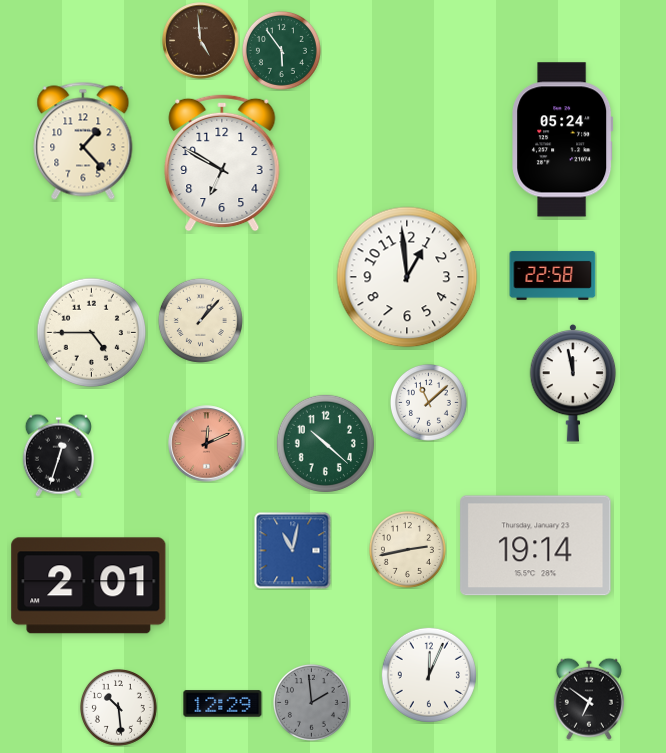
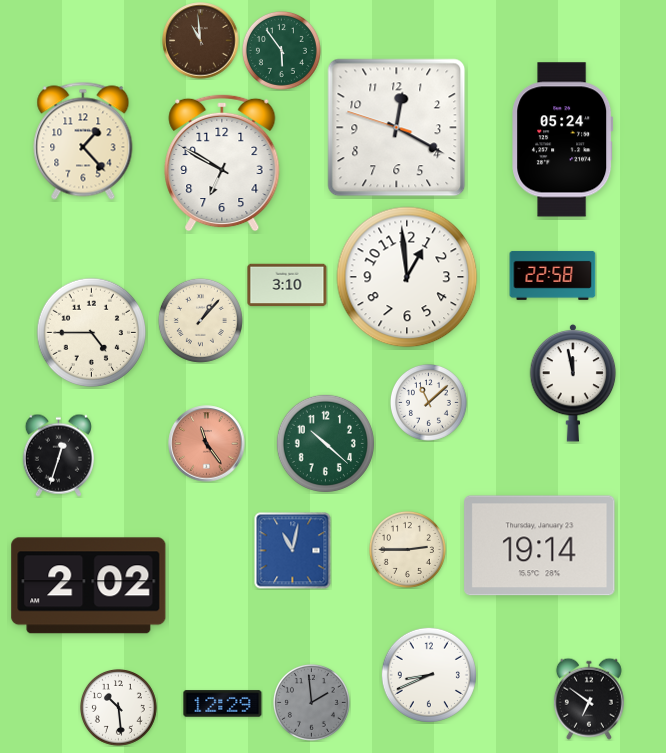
clock at (201, 41): 4:59 -> 10:59
clock at (397, 128): none -> 12:19
clock at (287, 285): none -> 3:10
clock at (207, 444): 12:11 -> 11:24
clock at (536, 546) position: (536, 546) -> (540, 546)
clock at (407, 549): 2:43 -> 2:45
clock at (89, 586): 2:01 -> 2:02
clock at (429, 675): 12:04 -> 8:41
